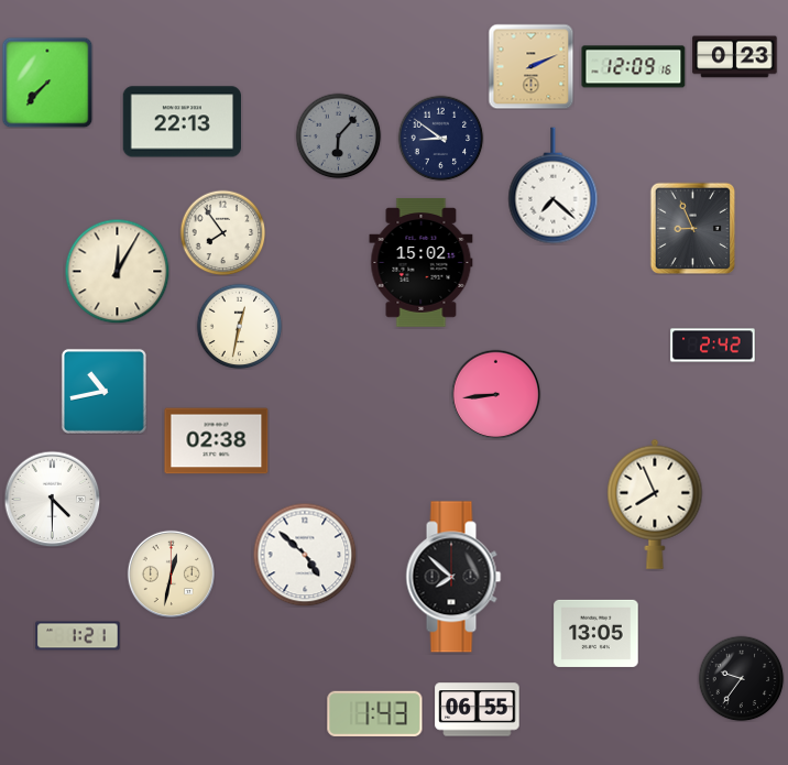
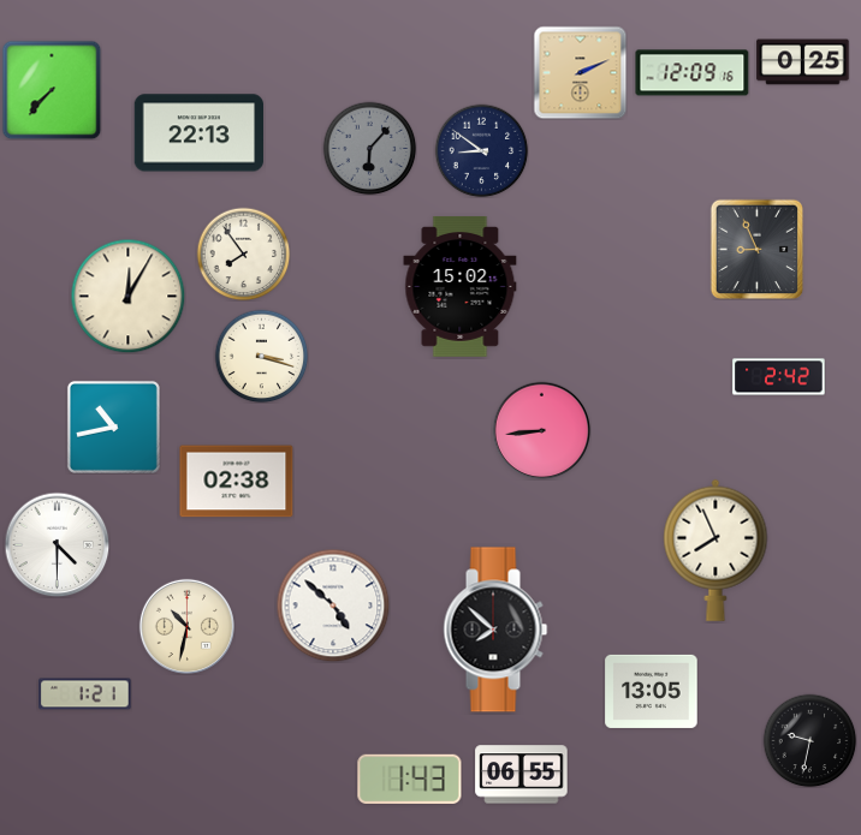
clock at (735, 57): 0:23 -> 0:25
clock at (554, 186): 7:22 -> none
clock at (239, 326): 12:32 -> 3:18
clock at (171, 573): 12:32 -> 10:32
clock at (741, 678): 9:36 -> 9:32
